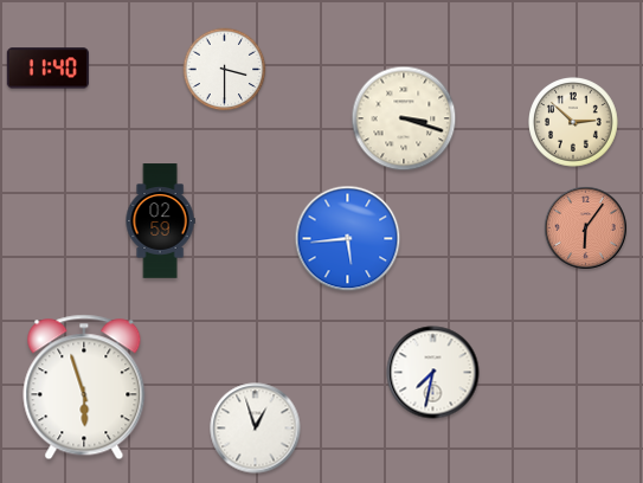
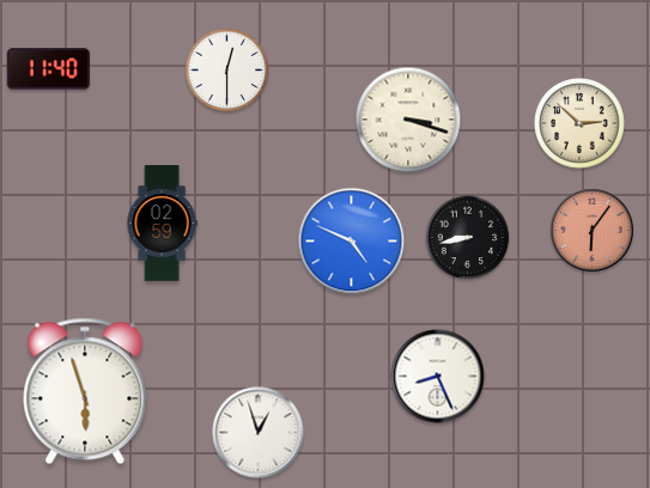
clock at (225, 70): 3:30 -> 12:30
clock at (468, 238): none -> 8:43
clock at (348, 239): 5:44 -> 4:49
clock at (433, 373): 7:32 -> 8:26
